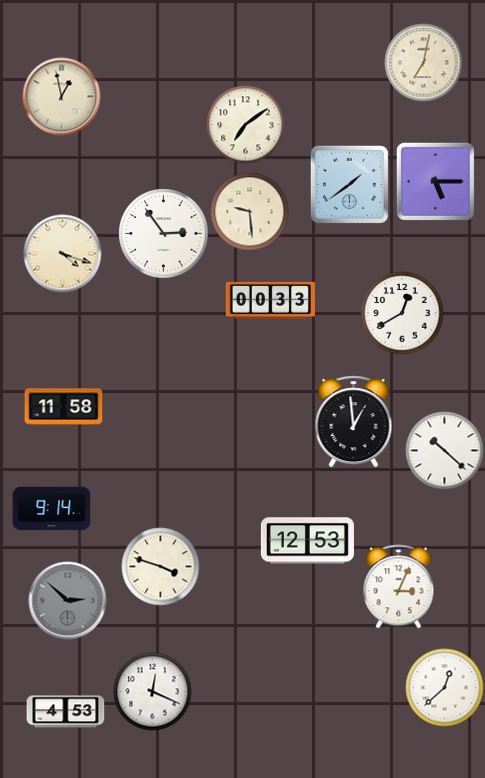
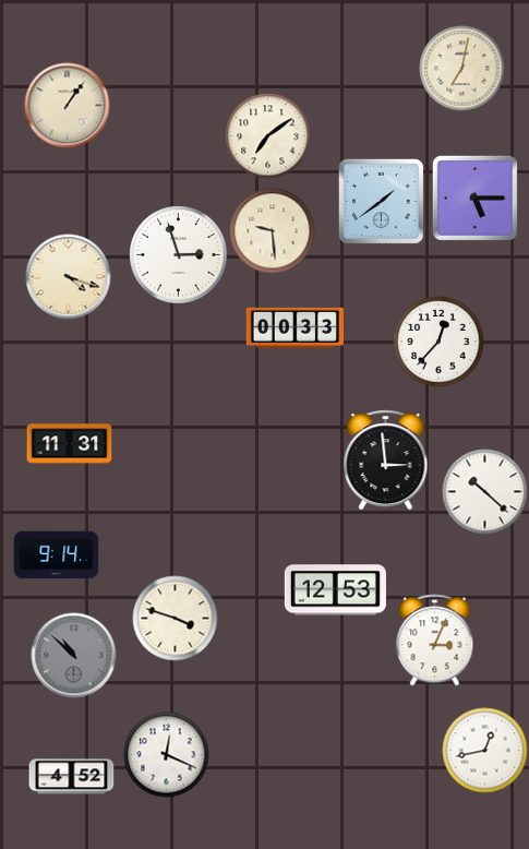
clock at (61, 96): 12:58 -> 1:06
clock at (163, 233): 2:54 -> 2:57
clock at (402, 313): 12:40 -> 12:37
clock at (63, 407): 11:58 -> 11:31
clock at (354, 421): 12:59 -> 2:59
clock at (67, 600): 2:52 -> 10:52
clock at (444, 687): 12:38 -> 12:43
clock at (65, 712): 4:53 -> 4:52
